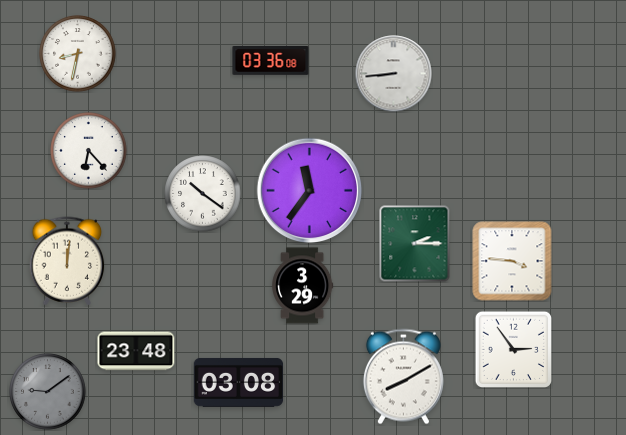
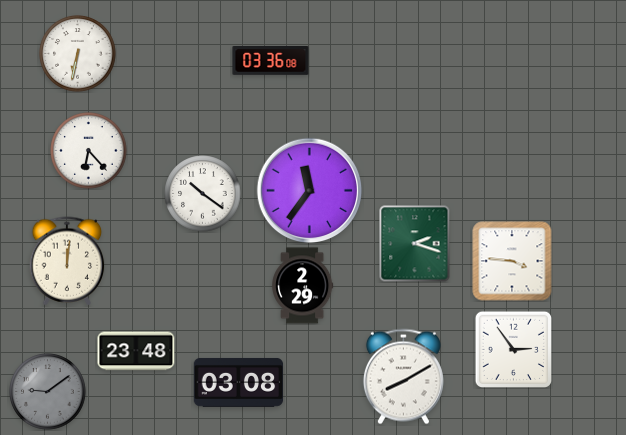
clock at (78, 54): 8:32 -> 6:32
clock at (394, 74): 8:44 -> none
clock at (415, 244): 2:15 -> 2:18
clock at (303, 286): 3:29 -> 2:29
